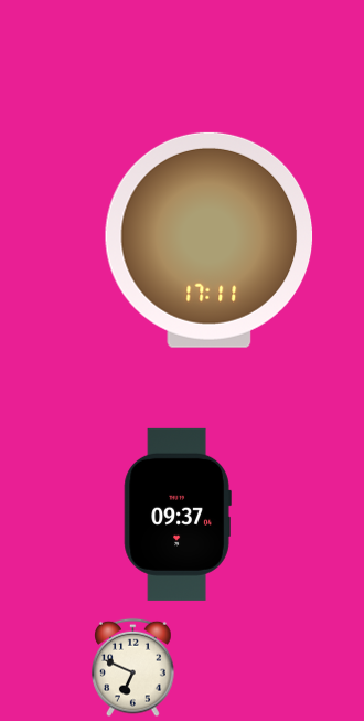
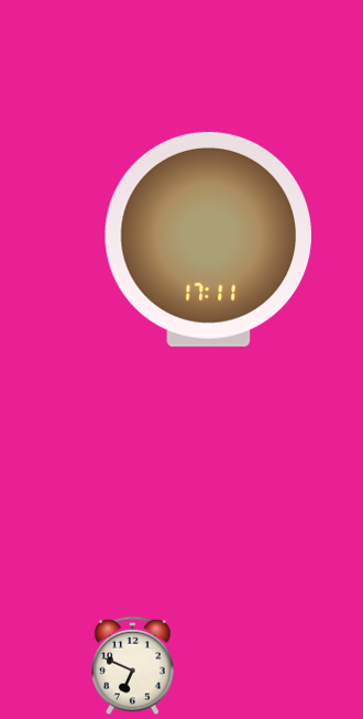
clock at (178, 515): 09:37 -> none
